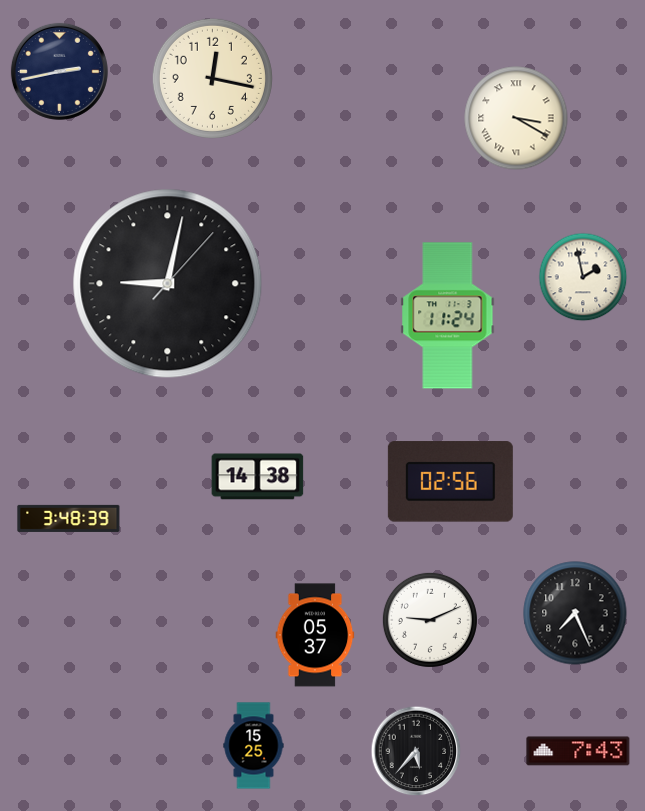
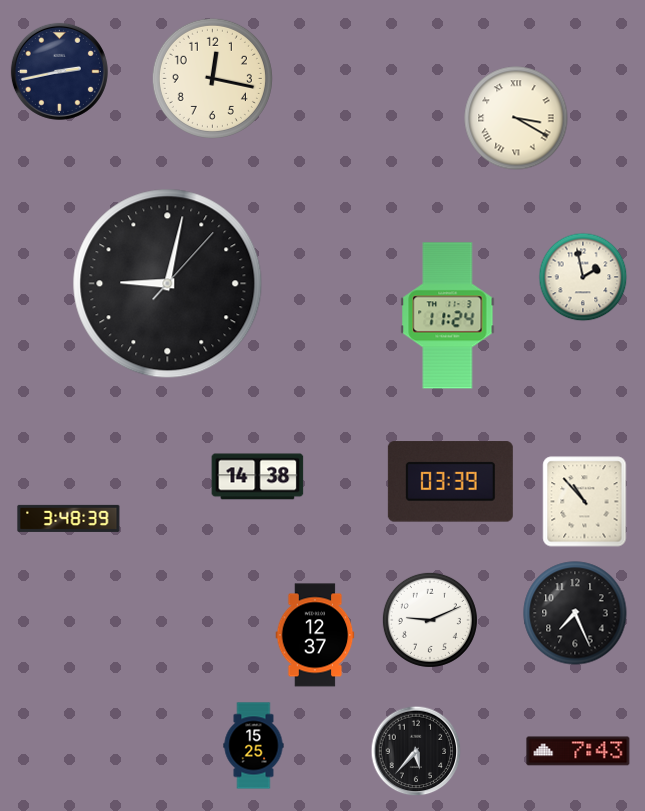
clock at (450, 482): 02:56 -> 03:39
clock at (585, 502): none -> 10:53
clock at (315, 635): 05:37 -> 12:37
